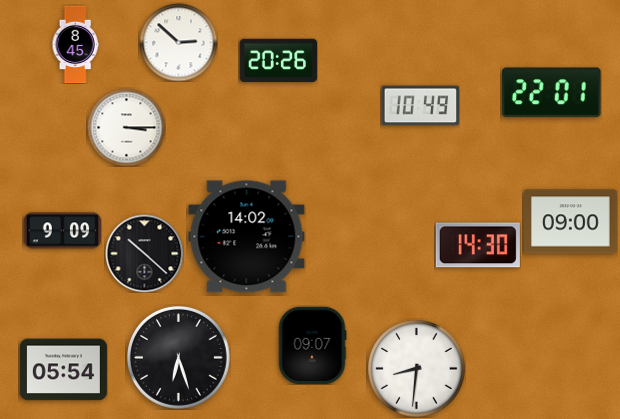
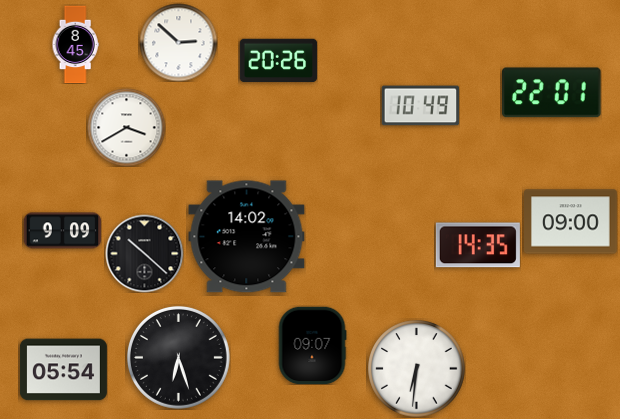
clock at (126, 127): 3:15 -> 3:40
clock at (478, 245): 14:30 -> 14:35
clock at (417, 369): 8:31 -> 6:31
